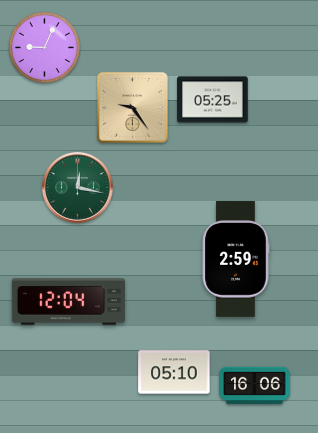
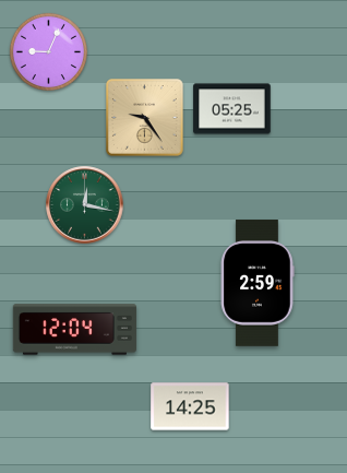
clock at (174, 372): 05:10 -> 14:25
clock at (255, 386): 16:06 -> none
